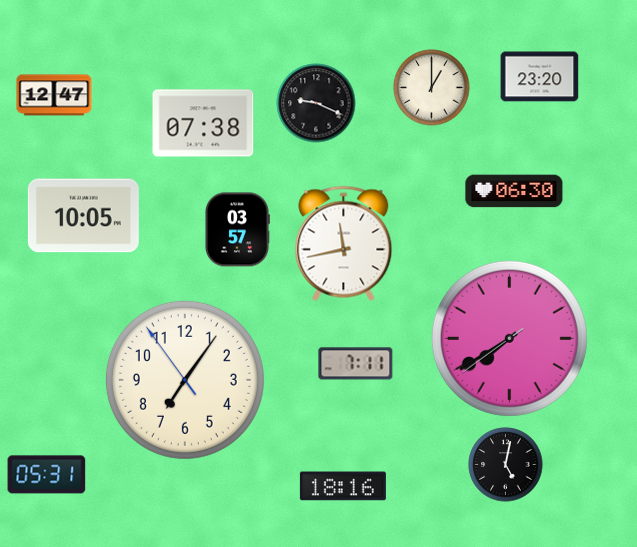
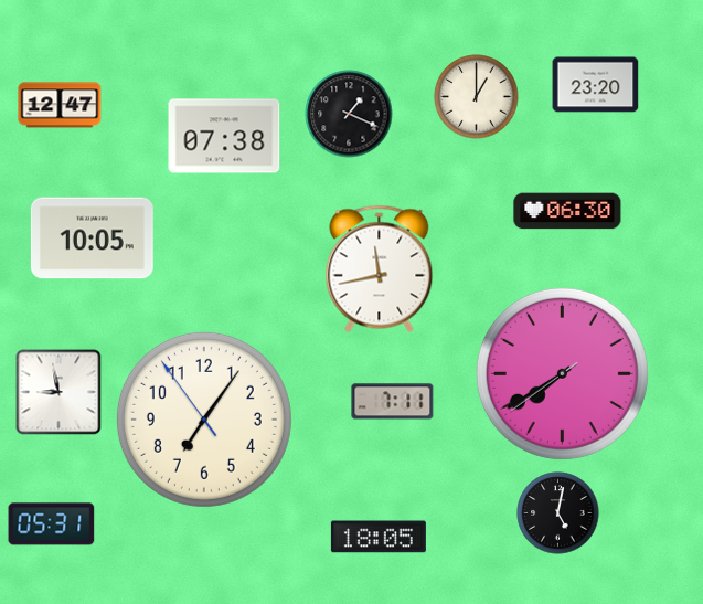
clock at (316, 103): 9:19 -> 1:19
clock at (238, 230): 03:57 -> none
clock at (58, 392): none -> 8:58
clock at (343, 486): 18:16 -> 18:05
